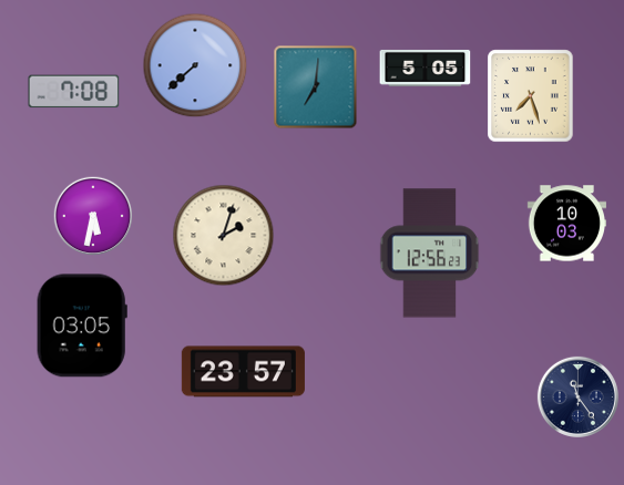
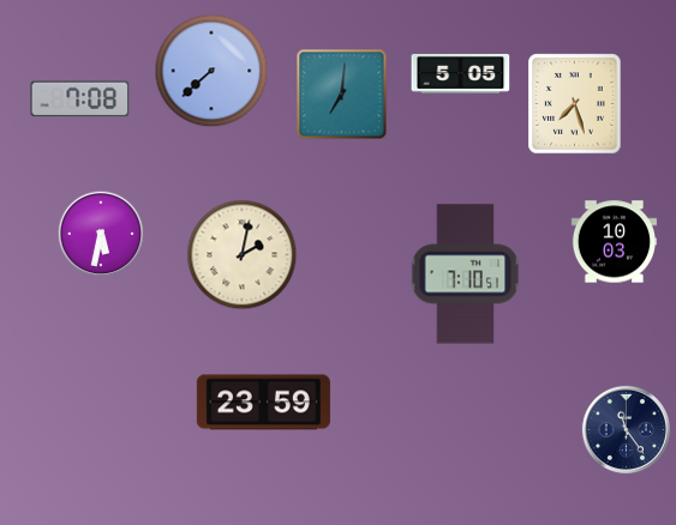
clock at (224, 236): 2:03 -> 2:02
clock at (430, 254): 12:56 -> 7:10
clock at (82, 326): 03:05 -> none
clock at (243, 372): 23:57 -> 23:59
